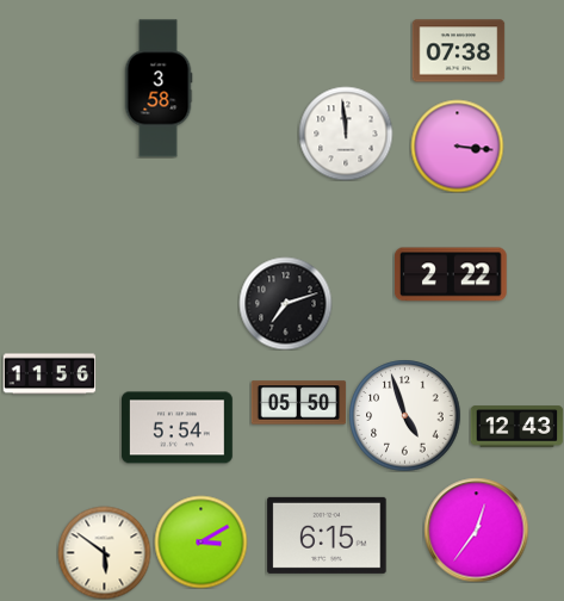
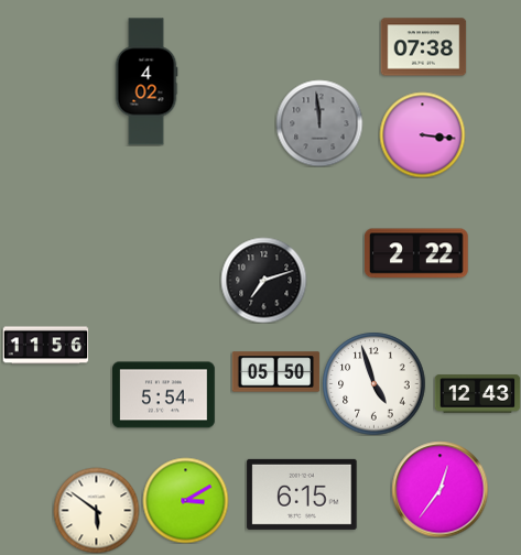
clock at (159, 88): 3:58 -> 4:02
clock at (346, 134) dial: white -> grey
